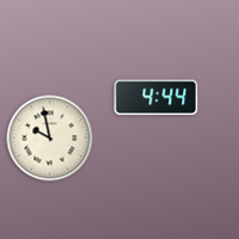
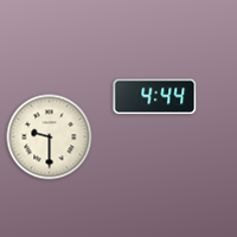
clock at (50, 139): 9:58 -> 9:30
